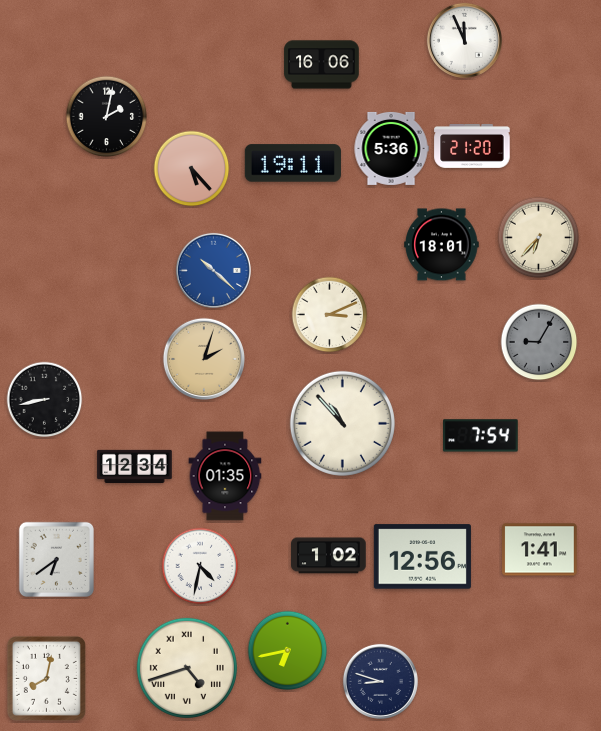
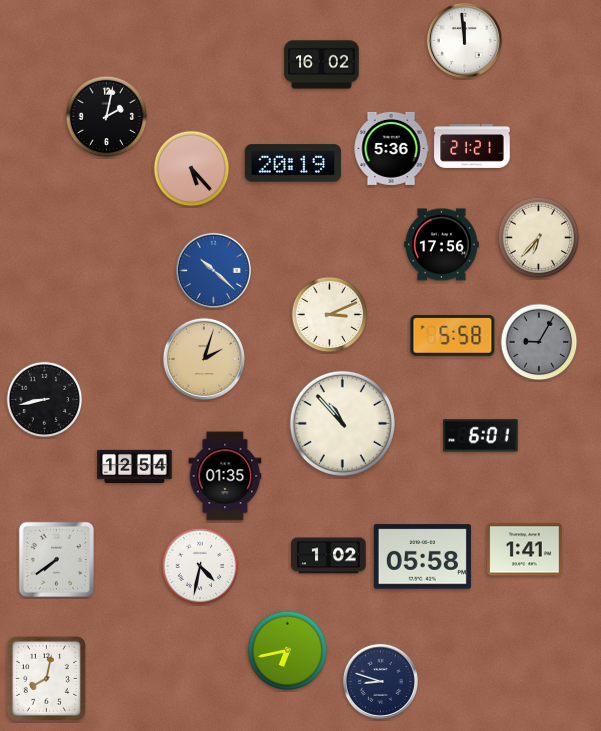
clock at (464, 40): 11:56 -> 11:59
clock at (322, 65): 16:06 -> 16:02
clock at (472, 147): 21:20 -> 21:21
clock at (292, 163): 19:11 -> 20:19
clock at (442, 245): 18:01 -> 17:56
clock at (453, 335): none -> 5:58
clock at (481, 436): 7:54 -> 6:01
clock at (135, 466): 12:34 -> 12:54
clock at (540, 550) position: (540, 550) -> (525, 550)
clock at (422, 557): 12:56 -> 05:58
clock at (56, 559): 6:39 -> 7:39
clock at (187, 668): 4:42 -> none
